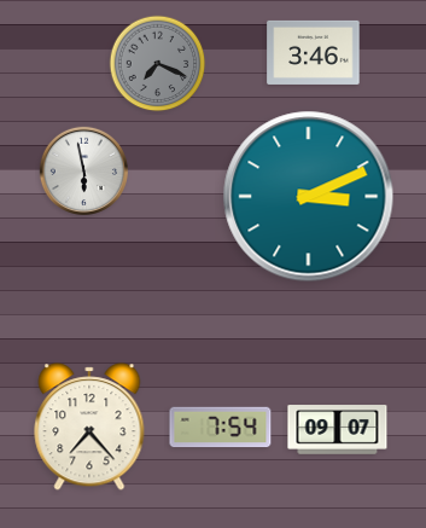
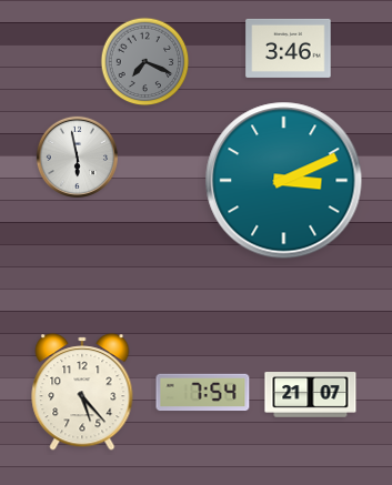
clock at (158, 64) position: (158, 64) -> (145, 62)
clock at (89, 427): 7:23 -> 5:23
clock at (338, 430): 09:07 -> 21:07
